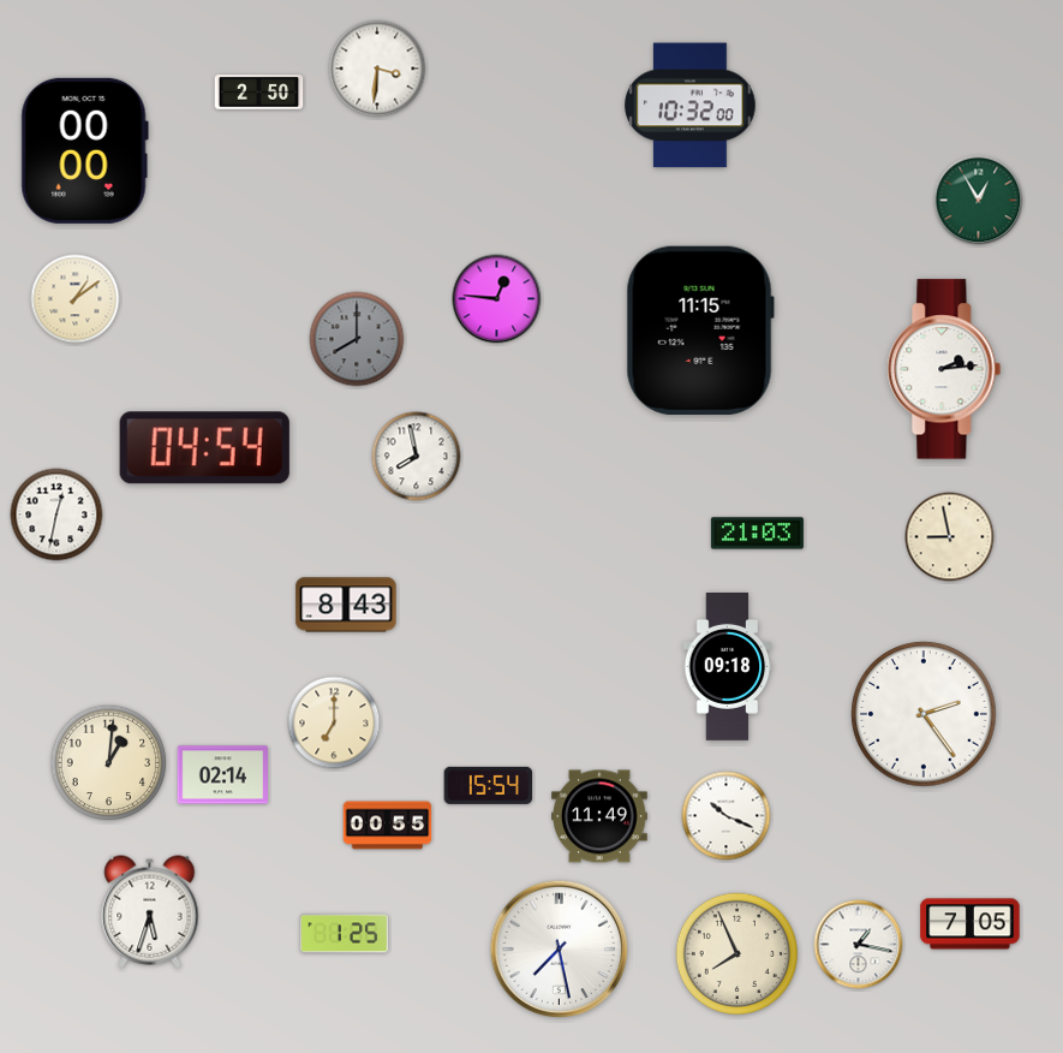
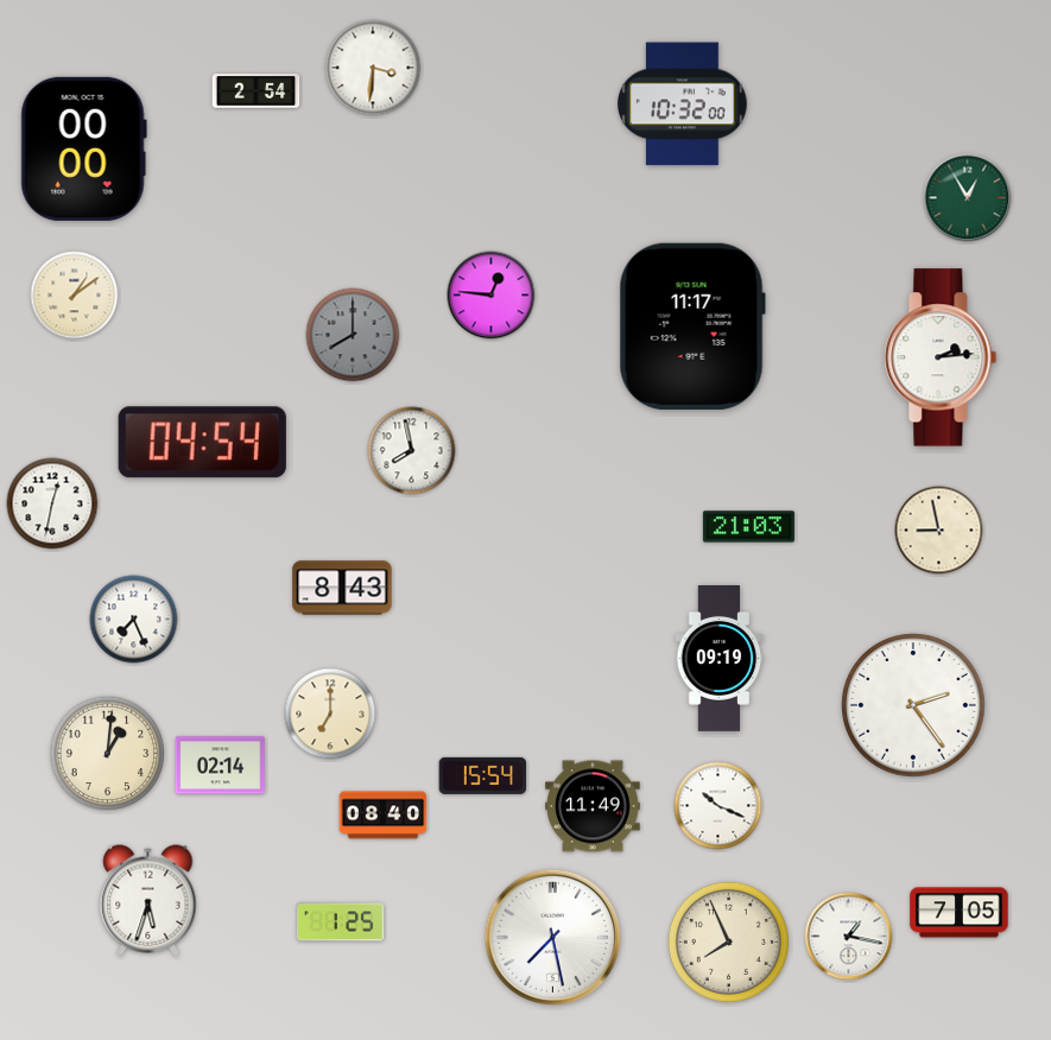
clock at (259, 93): 2:50 -> 2:54
clock at (700, 331): 11:15 -> 11:17
clock at (944, 369) position: (944, 369) -> (941, 357)
clock at (56, 514) position: (56, 514) -> (52, 503)
clock at (346, 605) position: (346, 605) -> (342, 588)
clock at (134, 620): none -> 7:26
clock at (728, 666): 09:18 -> 09:19
clock at (388, 826): 00:55 -> 08:40
clock at (859, 945) position: (859, 945) -> (849, 937)
